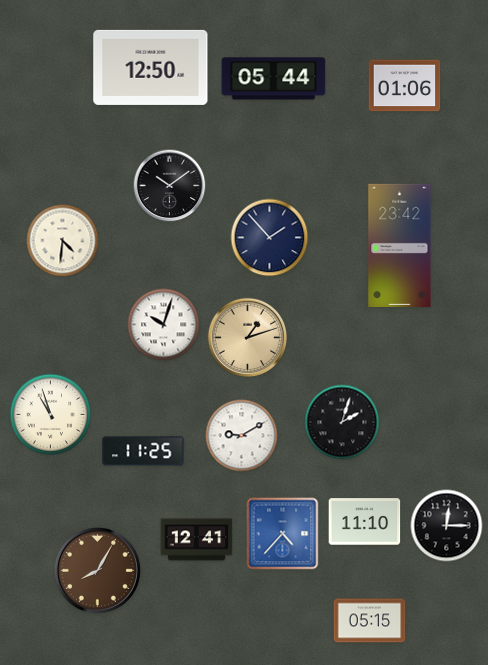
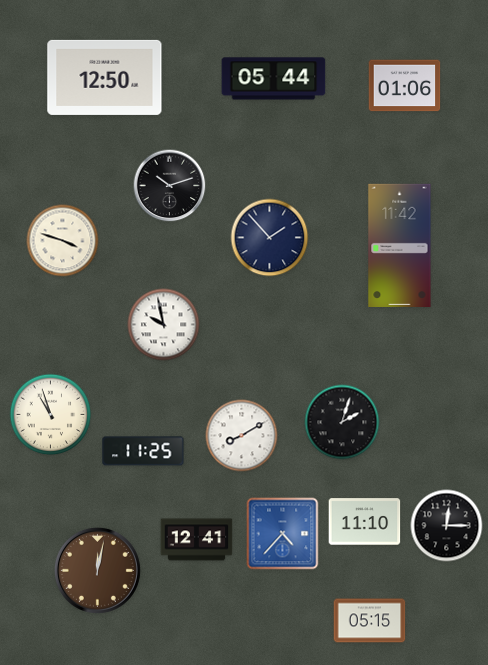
clock at (151, 67) position: (151, 67) -> (105, 77)
clock at (170, 186): 10:09 -> 10:12
clock at (63, 241): 4:31 -> 3:48
clock at (400, 245): 23:42 -> 11:42
clock at (164, 325): 10:03 -> 9:58
clock at (248, 338): 1:12 -> none
clock at (242, 436): 9:10 -> 8:10
clock at (97, 570): 8:05 -> 12:02
